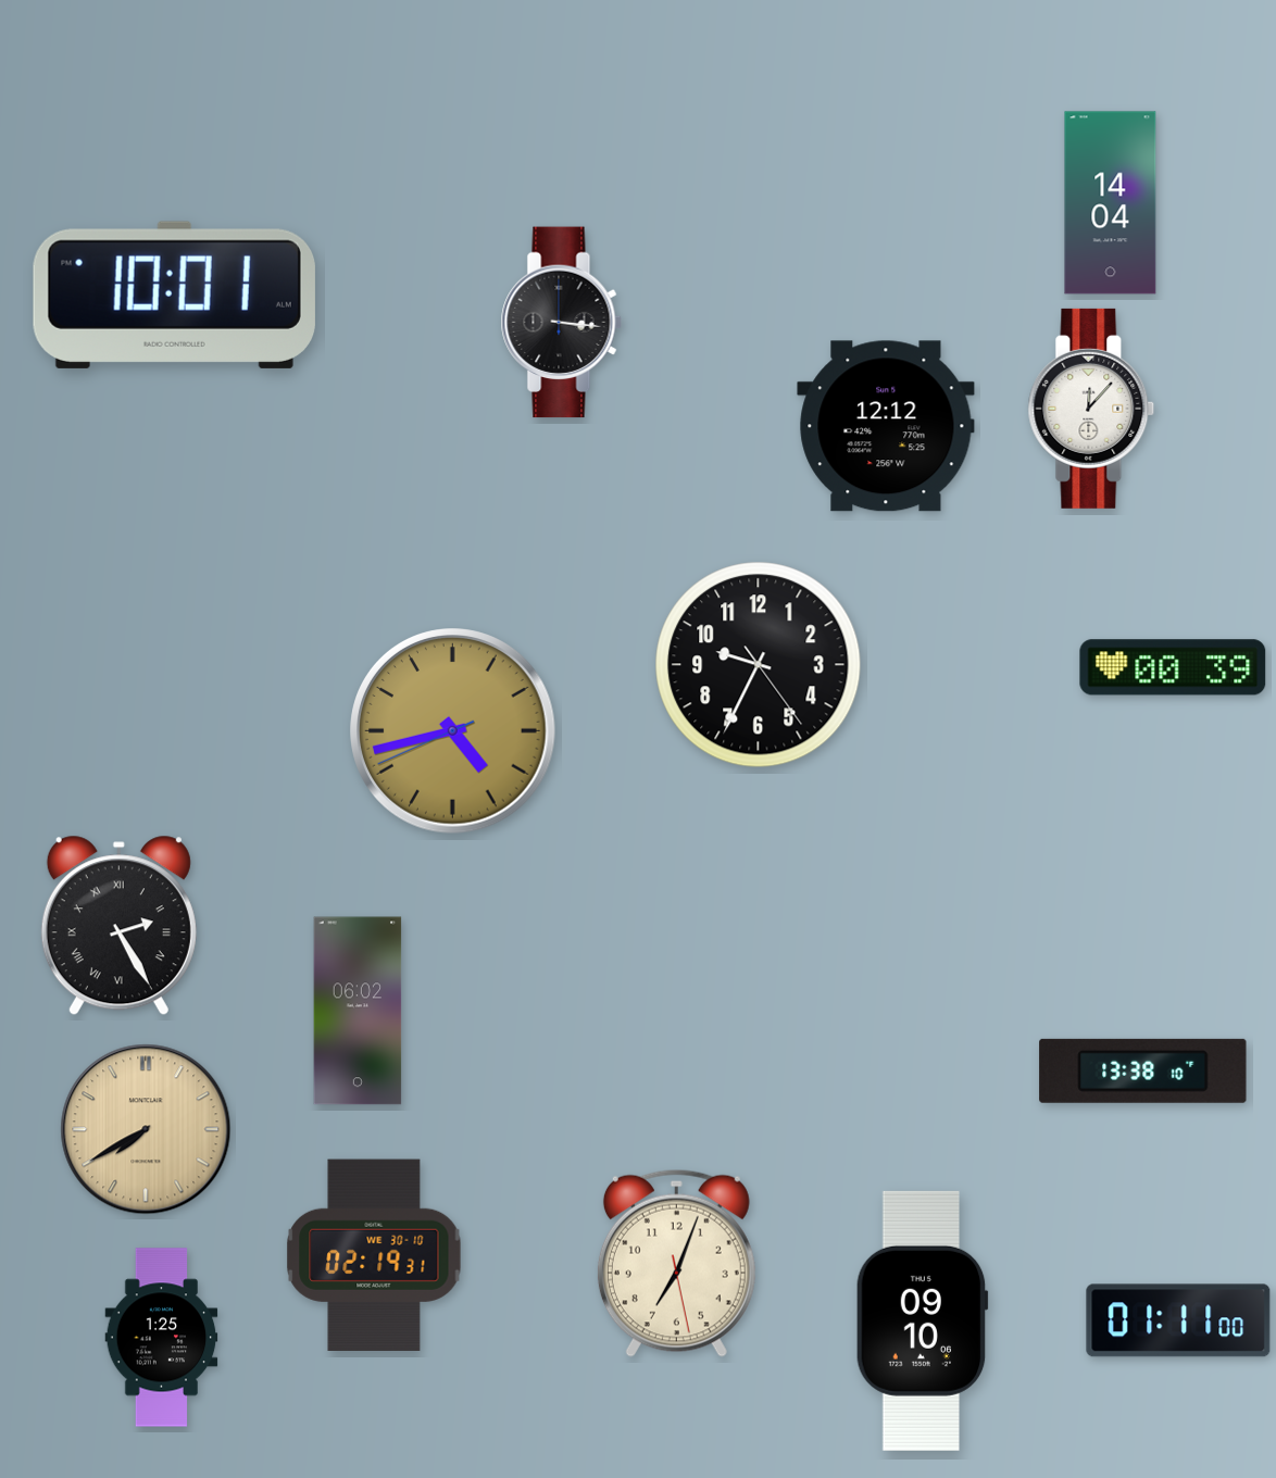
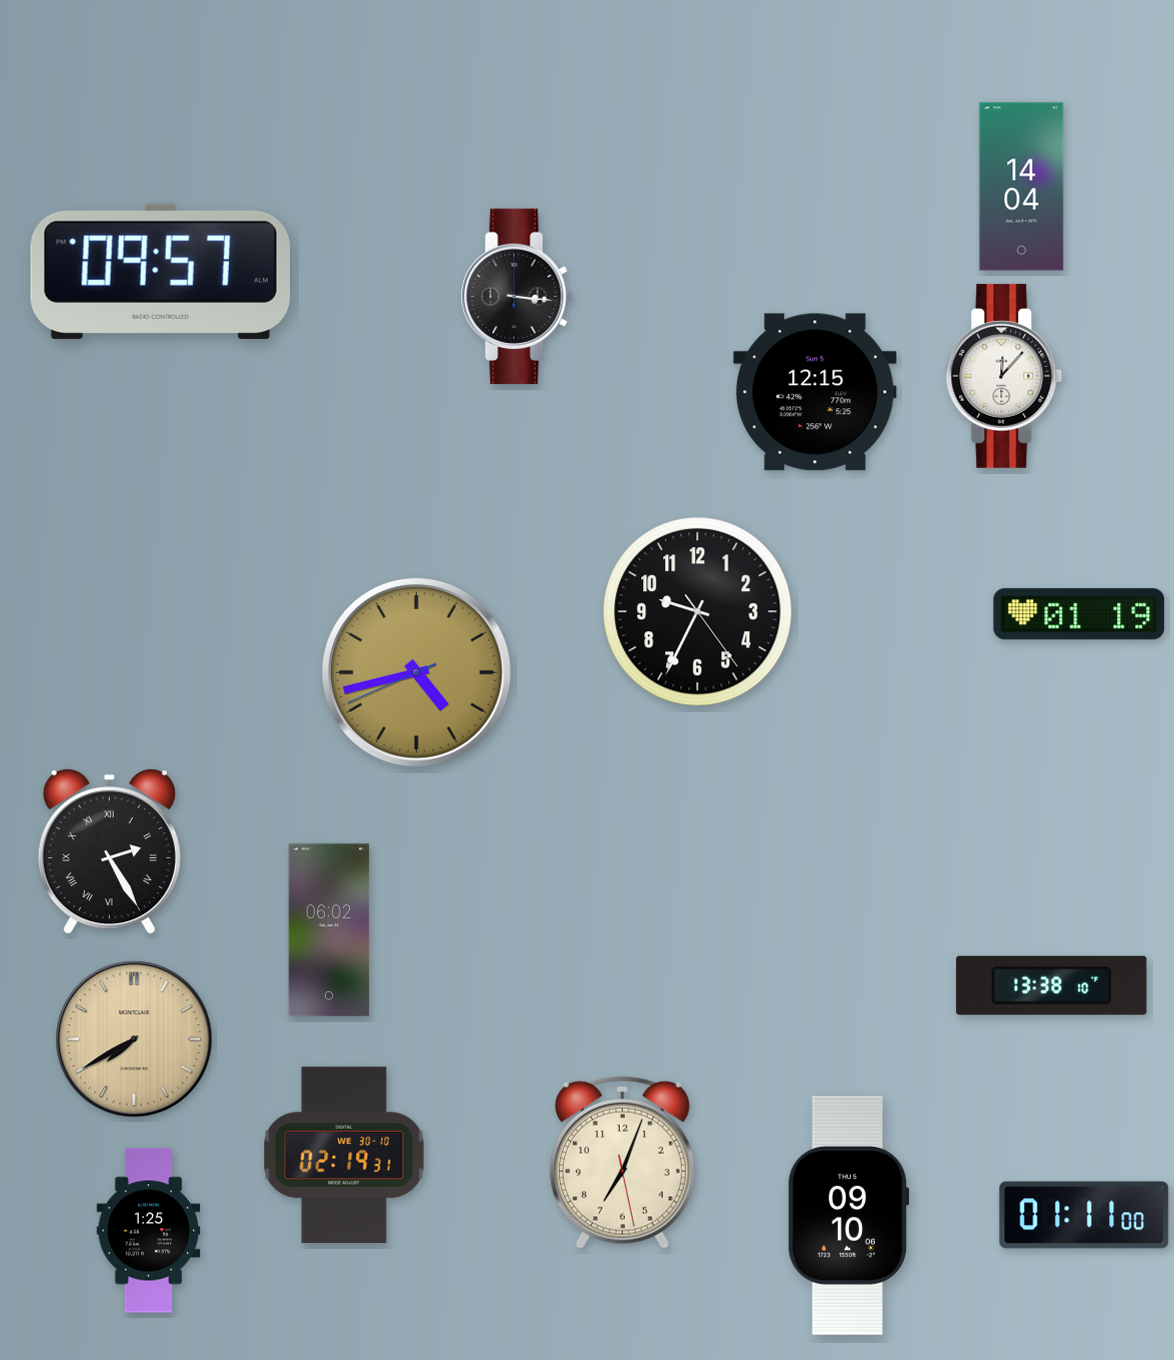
clock at (174, 295): 10:01 -> 09:57
clock at (886, 426): 12:12 -> 12:15
clock at (1173, 667): 00:39 -> 01:19
